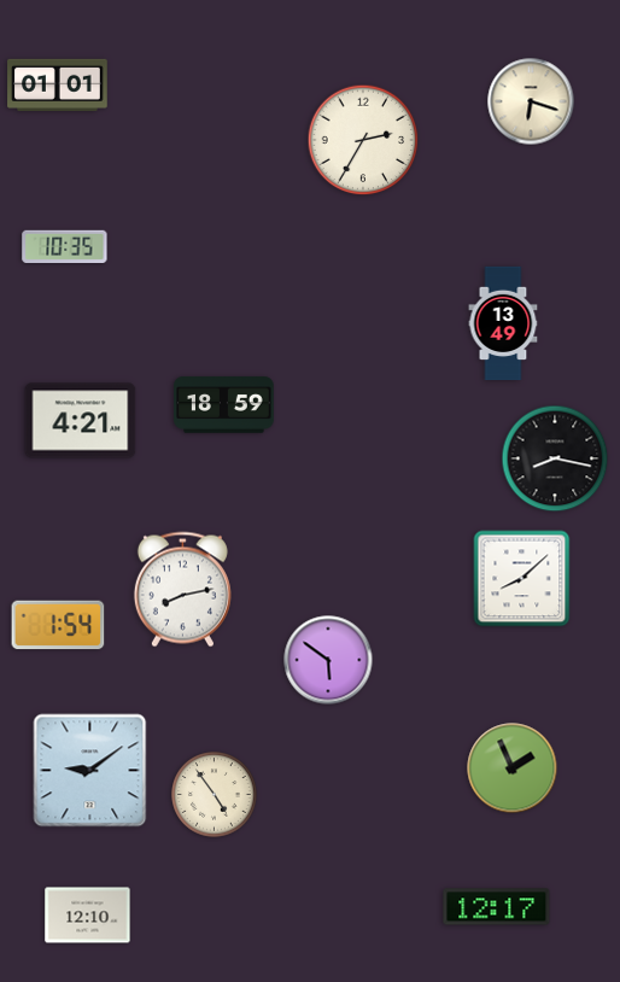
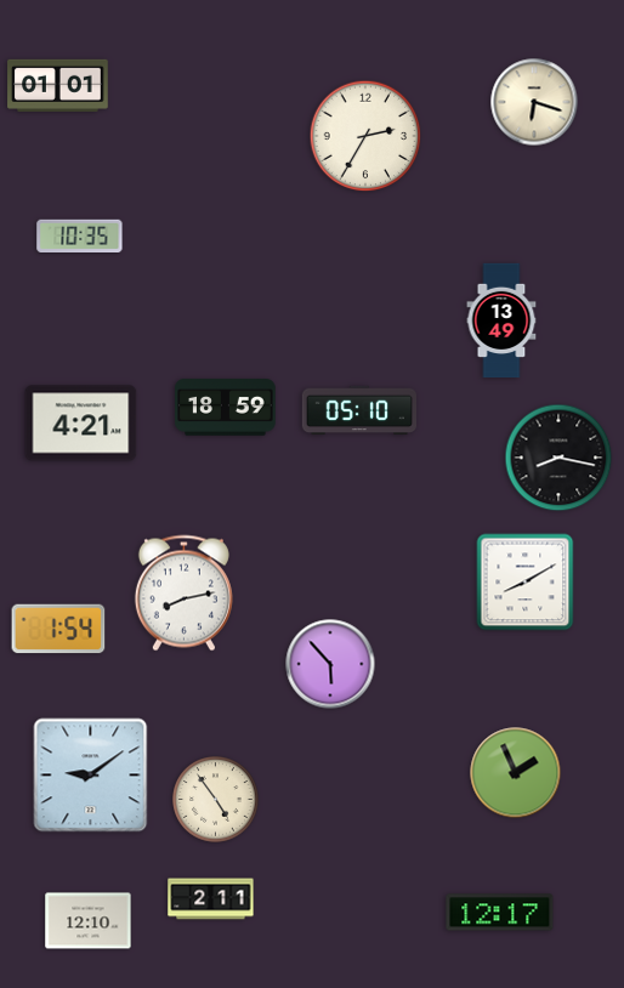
clock at (363, 140) position: (363, 140) -> (365, 136)
clock at (65, 246) position: (65, 246) -> (80, 235)
clock at (503, 323) position: (503, 323) -> (501, 320)
clock at (358, 410): none -> 05:10
clock at (555, 458) position: (555, 458) -> (558, 458)
clock at (522, 579): 8:08 -> 8:10
clock at (328, 660): 5:51 -> 5:53
clock at (211, 899): none -> 2:11
